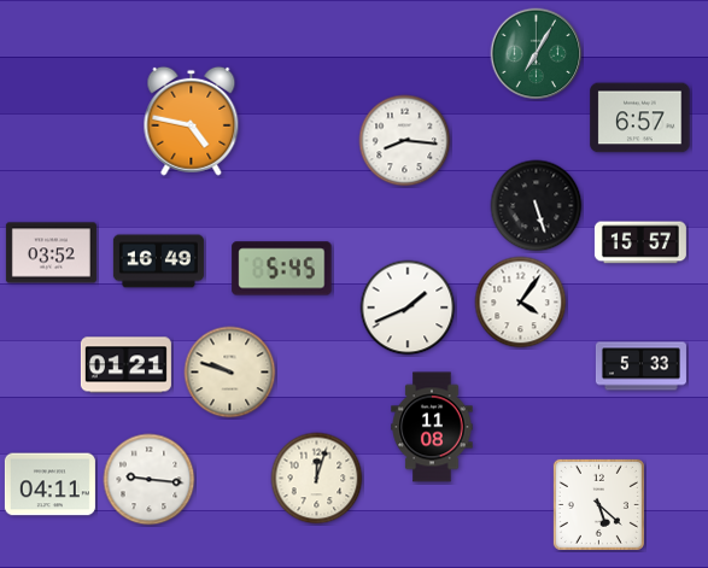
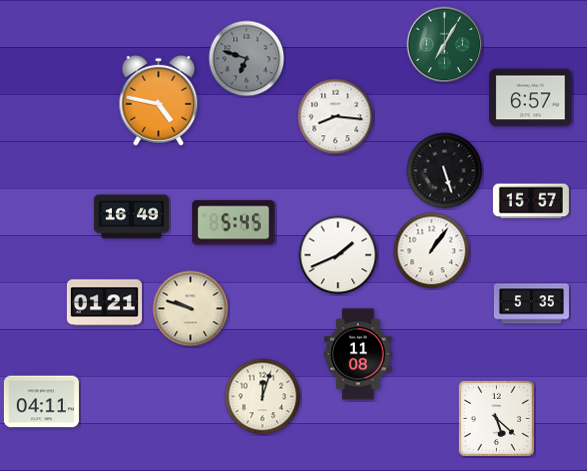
clock at (247, 59): none -> 6:48
clock at (51, 253): 03:52 -> none
clock at (521, 303): 4:06 -> 1:06
clock at (640, 367): 5:33 -> 5:35
clock at (150, 480): 9:16 -> none
